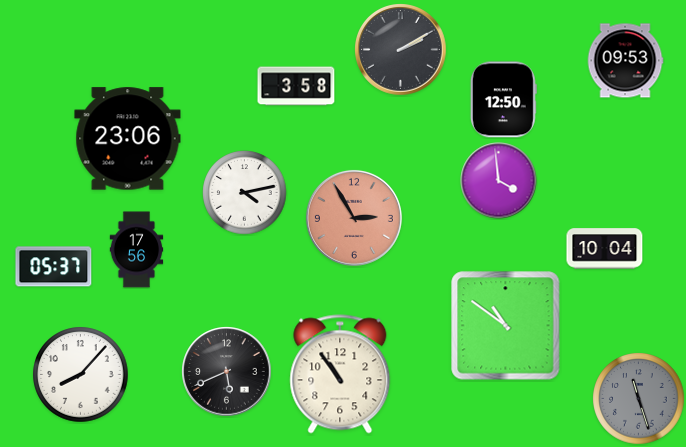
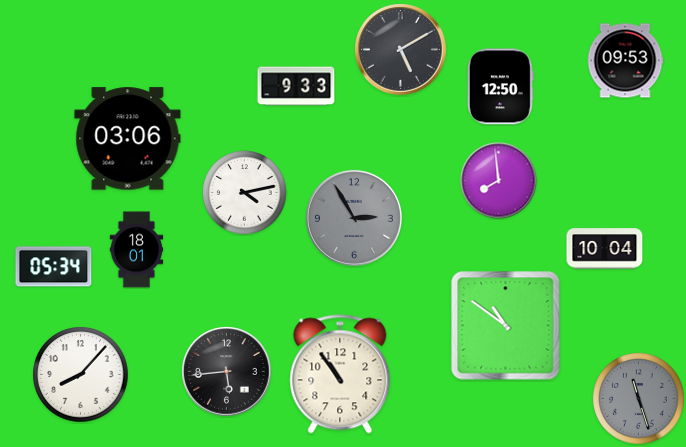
clock at (401, 50): 2:10 -> 5:10
clock at (296, 86): 3:58 -> 9:33
clock at (503, 100) position: (503, 100) -> (500, 87)
clock at (128, 139): 23:06 -> 03:06
clock at (499, 181): 3:59 -> 7:59
clock at (354, 218) dial: salmon -> grey
clock at (137, 250): 17:56 -> 18:01
clock at (54, 267): 05:37 -> 05:34
clock at (227, 372): 5:41 -> 5:44
